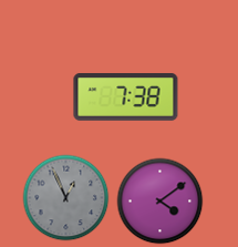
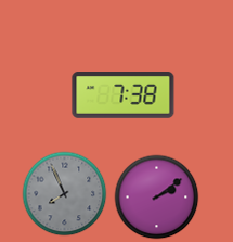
clock at (65, 197): 12:56 -> 7:56
clock at (159, 200): 4:09 -> 2:09
